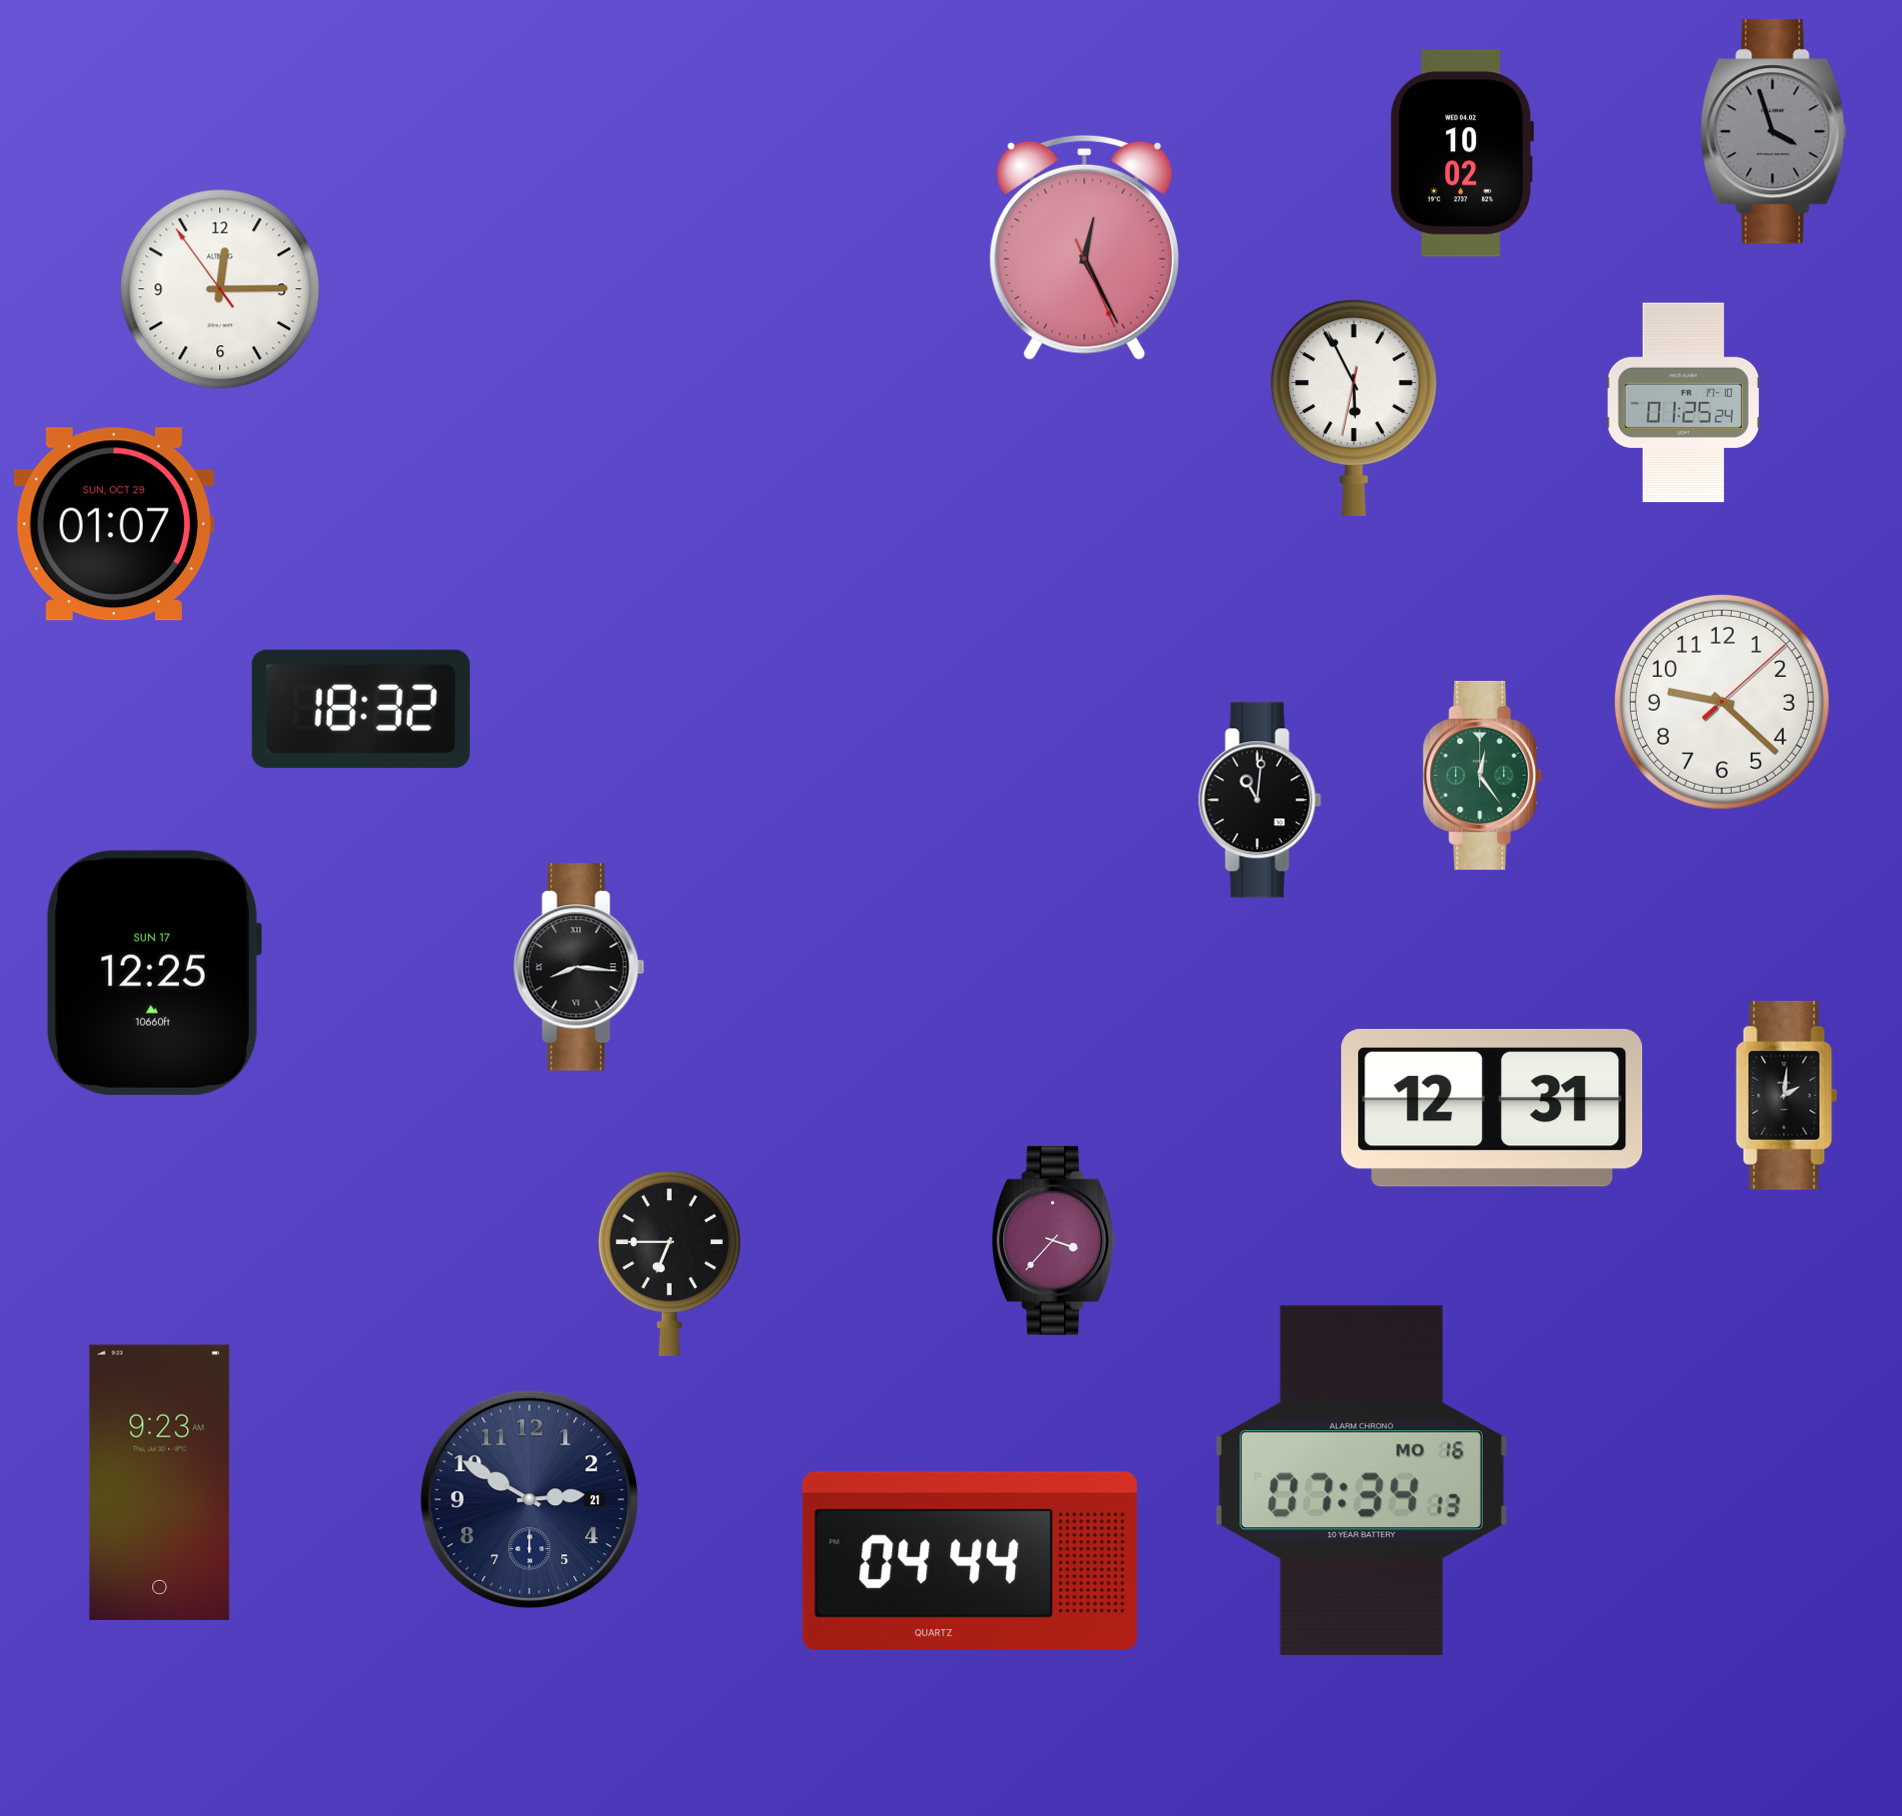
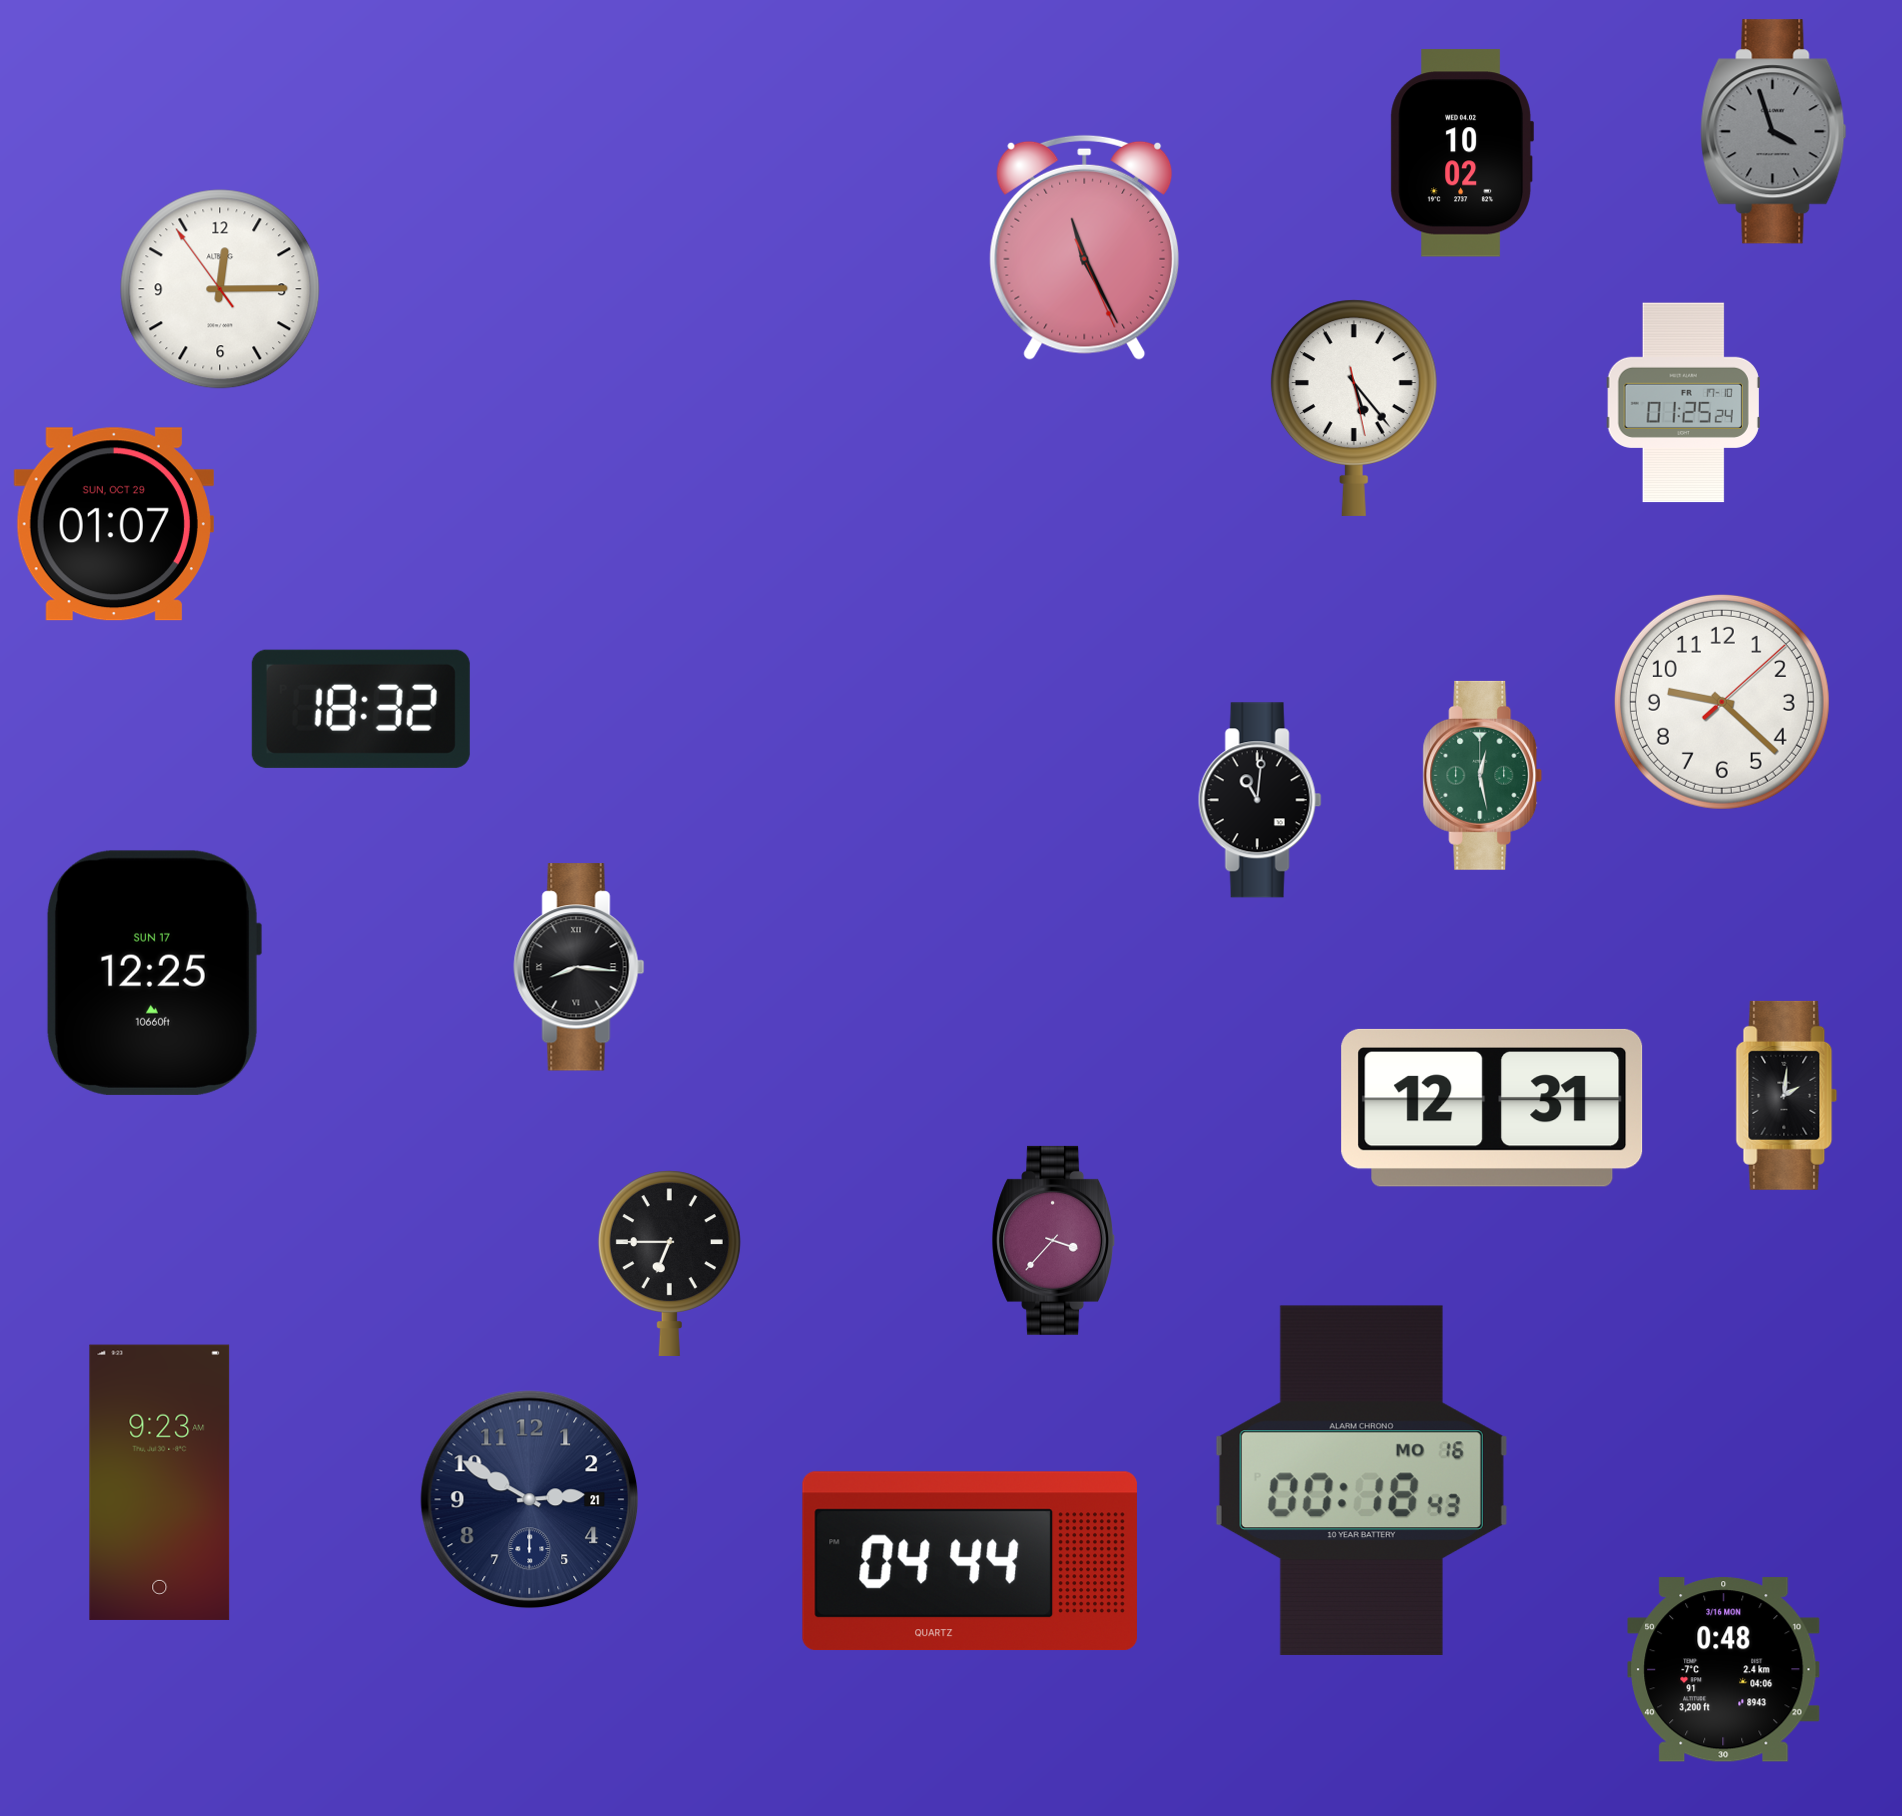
clock at (1085, 247): 12:25 -> 11:25
clock at (1354, 408): 5:55 -> 5:23
clock at (1483, 775): 12:24 -> 12:28
clock at (1361, 1480): 07:34 -> 00:18
clock at (1724, 1670): none -> 0:48
